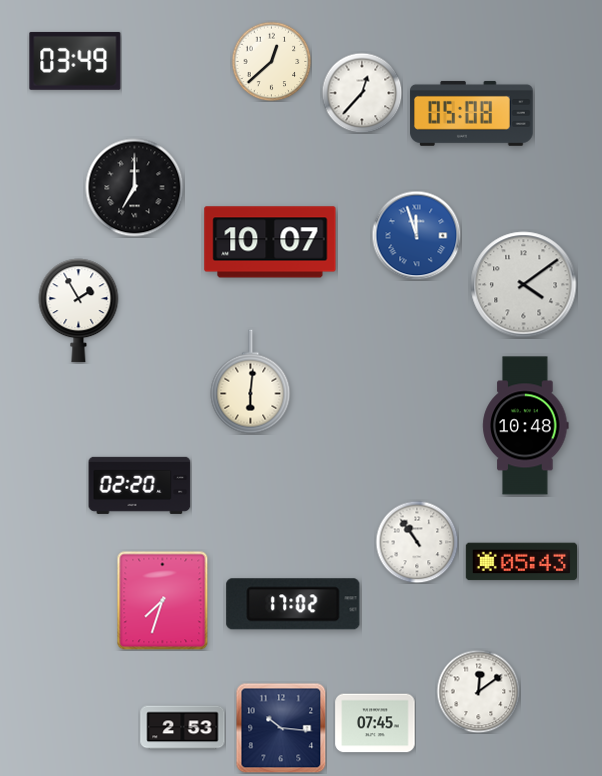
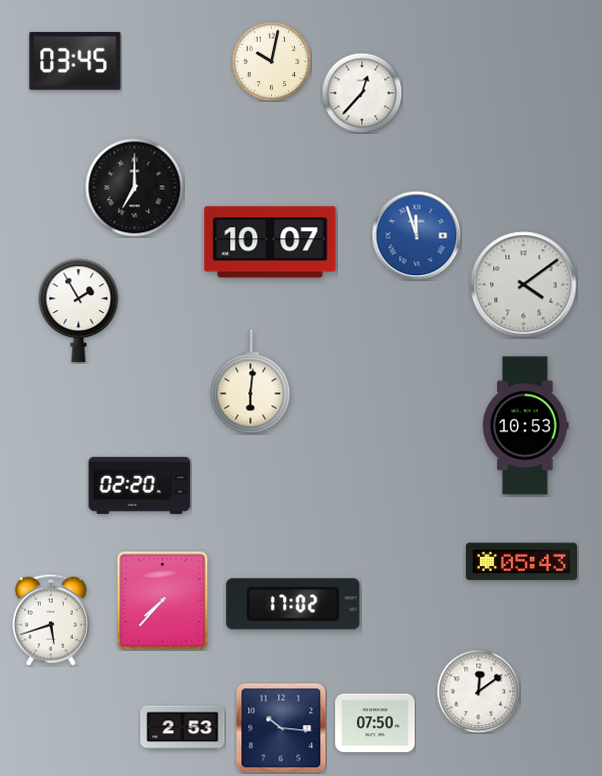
clock at (75, 61): 03:49 -> 03:45
clock at (271, 61): 12:38 -> 10:02
clock at (472, 113): 05:08 -> none
clock at (526, 426): 10:48 -> 10:53
clock at (417, 542): 10:54 -> none
clock at (163, 601): 7:33 -> 7:37
clock at (51, 620): none -> 5:42
clock at (375, 723): 07:45 -> 07:50
